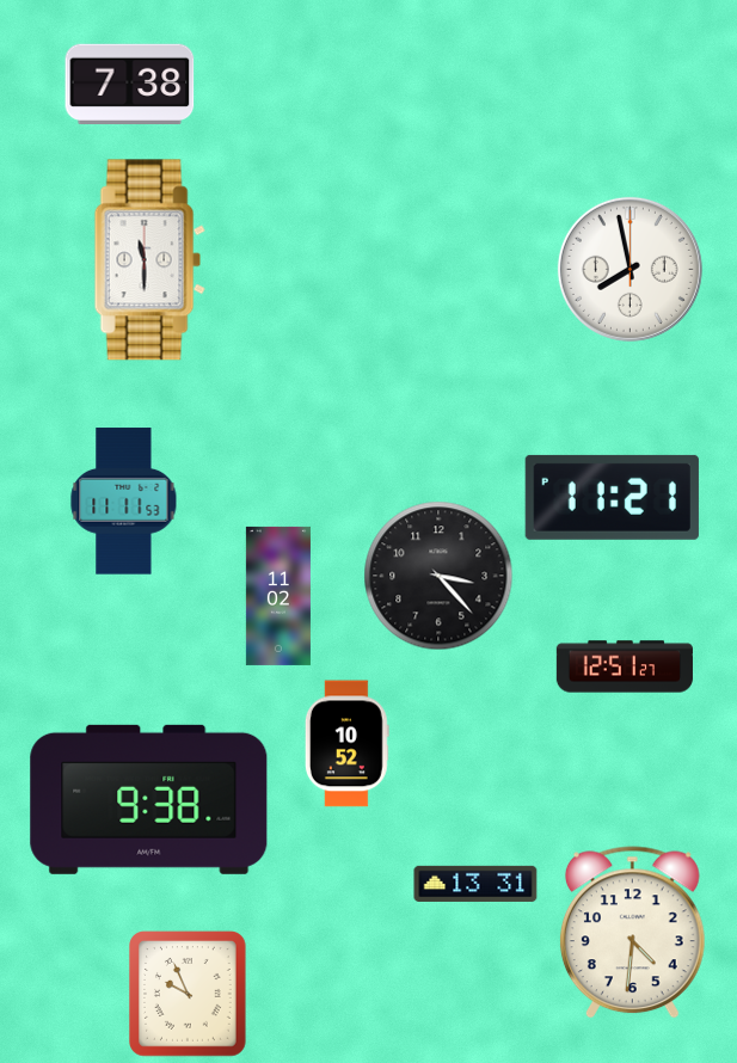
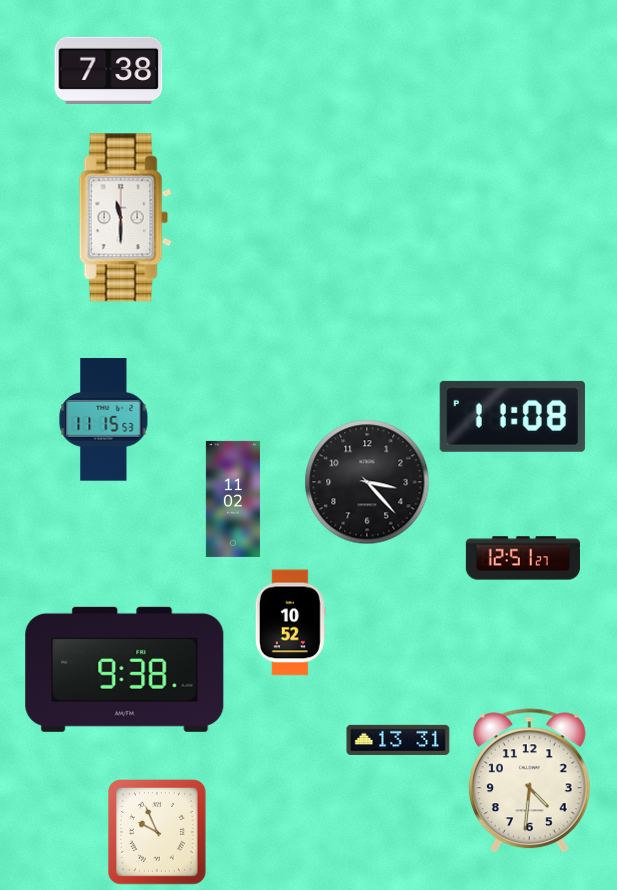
clock at (629, 269): 7:58 -> none
clock at (612, 497): 11:21 -> 11:08
clock at (124, 502): 11:11 -> 11:15
